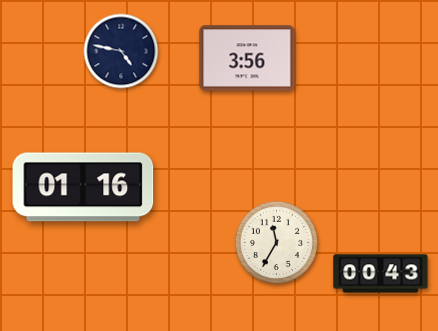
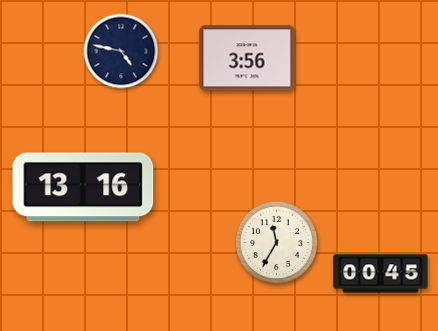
clock at (83, 187): 01:16 -> 13:16
clock at (381, 274): 00:43 -> 00:45
